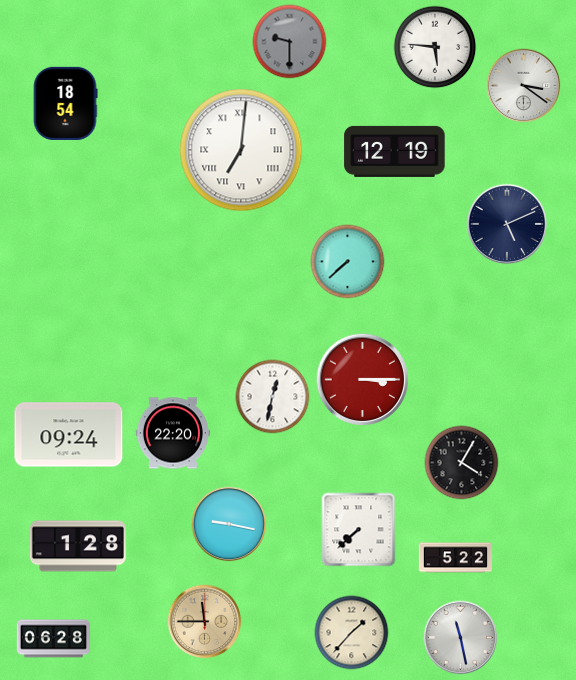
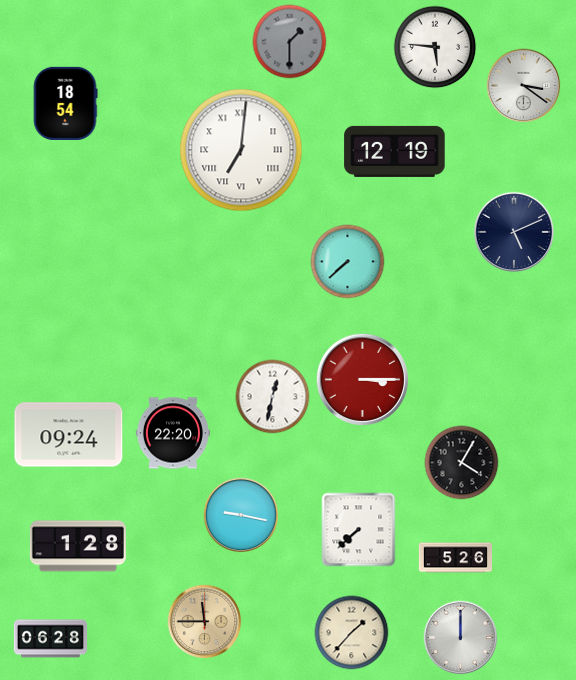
clock at (290, 42): 9:30 -> 1:30
clock at (507, 224) position: (507, 224) -> (514, 232)
clock at (229, 524) position: (229, 524) -> (241, 515)
clock at (456, 558): 5:22 -> 5:26
clock at (461, 638): 11:28 -> 12:00
clock at (53, 639) position: (53, 639) -> (50, 639)
